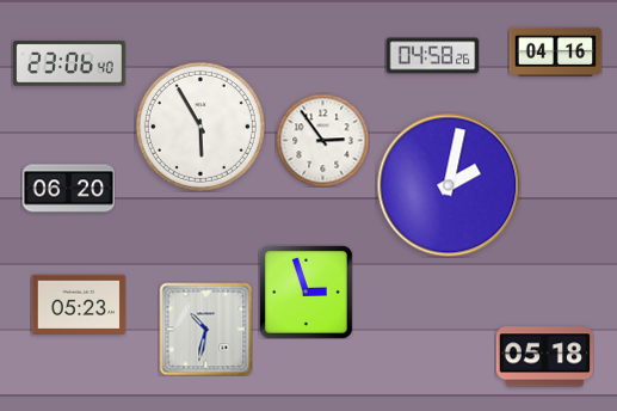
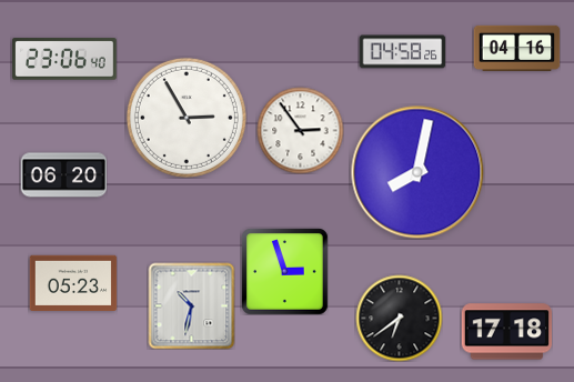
clock at (200, 127): 5:55 -> 2:55
clock at (449, 185): 2:02 -> 8:02
clock at (399, 318): none -> 6:39
clock at (544, 357): 05:18 -> 17:18
